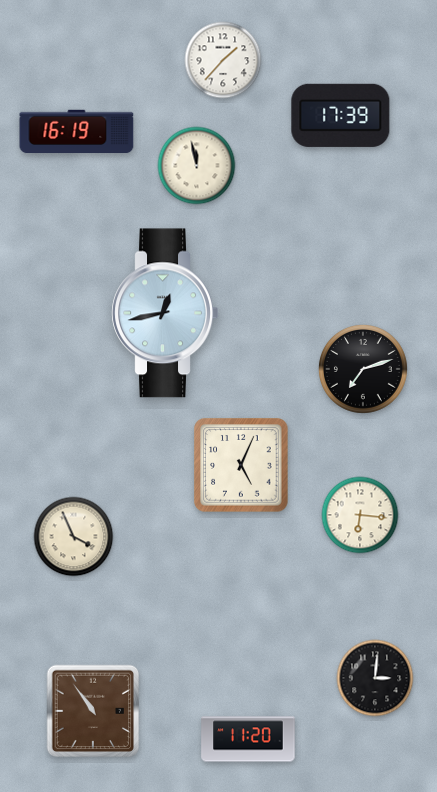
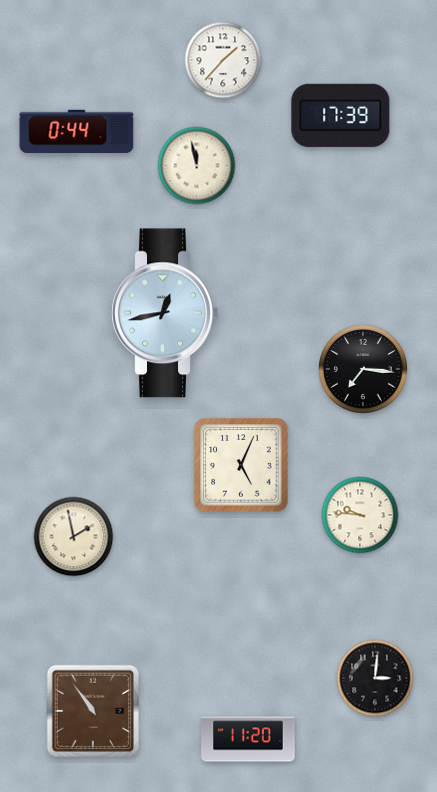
clock at (77, 131): 16:19 -> 0:44
clock at (363, 369): 7:12 -> 7:16
clock at (360, 515): 6:16 -> 9:46
clock at (74, 537): 3:56 -> 1:58
